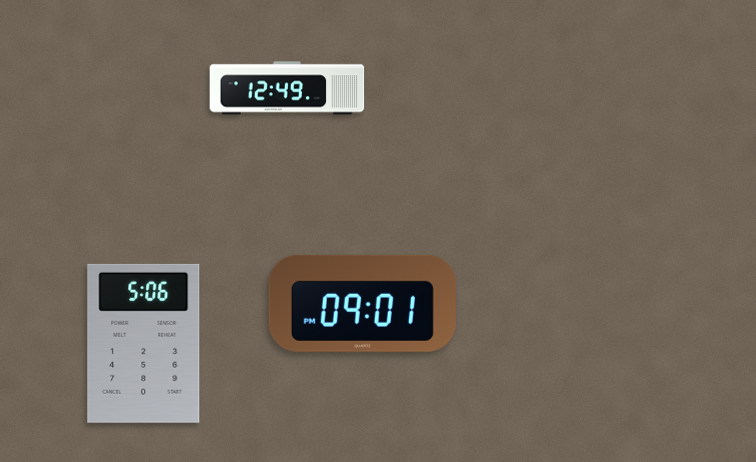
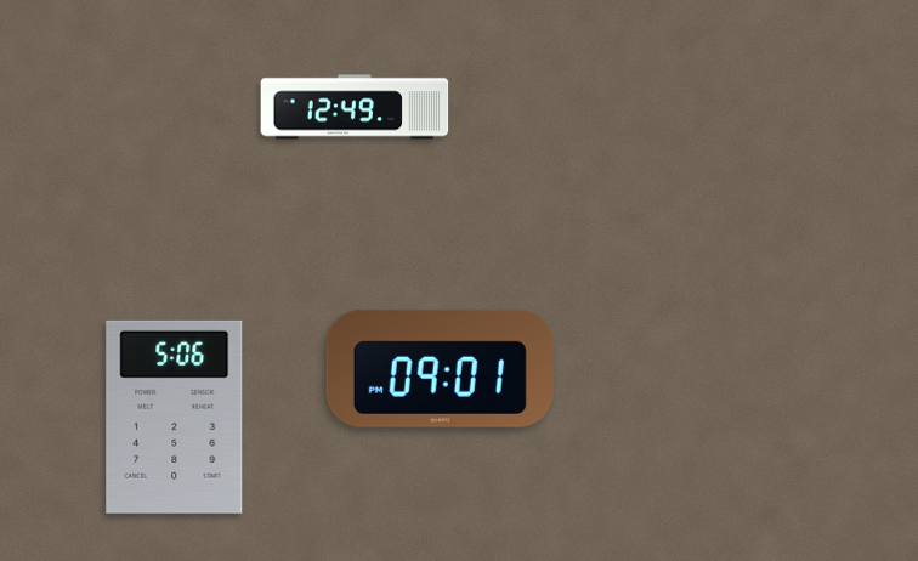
clock at (287, 88) position: (287, 88) -> (355, 107)
